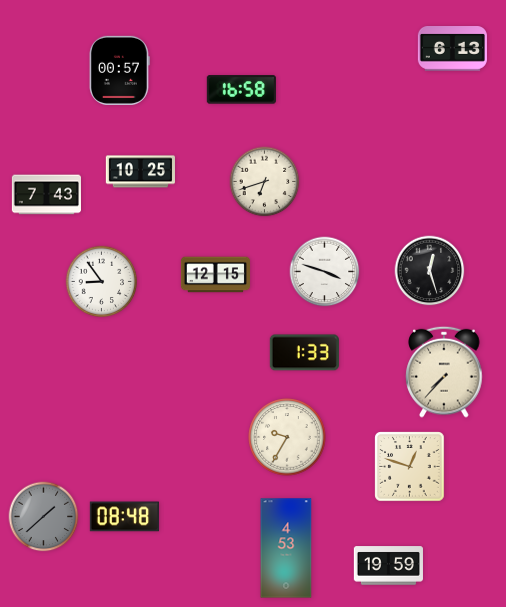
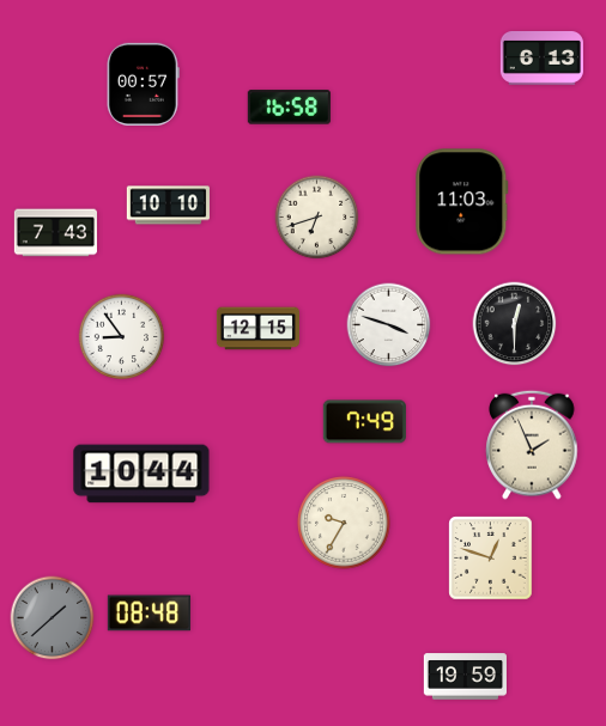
clock at (462, 202): none -> 11:03
clock at (140, 172): 10:25 -> 10:10
clock at (430, 271): 12:27 -> 12:30
clock at (304, 353): 1:33 -> 7:49
clock at (444, 372): 7:37 -> 1:56
clock at (141, 474): none -> 10:44
clock at (124, 517) position: (124, 517) -> (149, 614)
clock at (286, 548): 4:53 -> none
